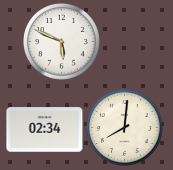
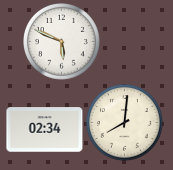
clock at (125, 128) position: (125, 128) -> (125, 123)
